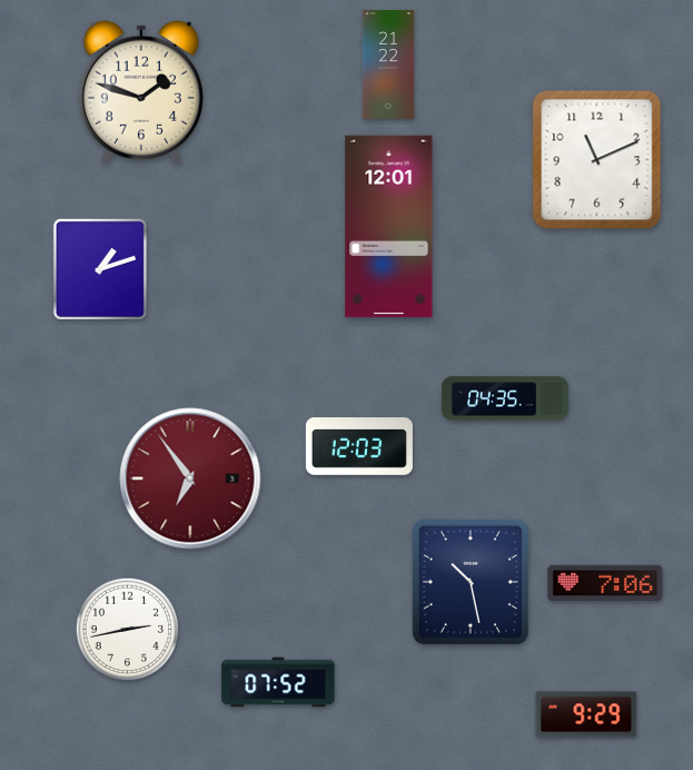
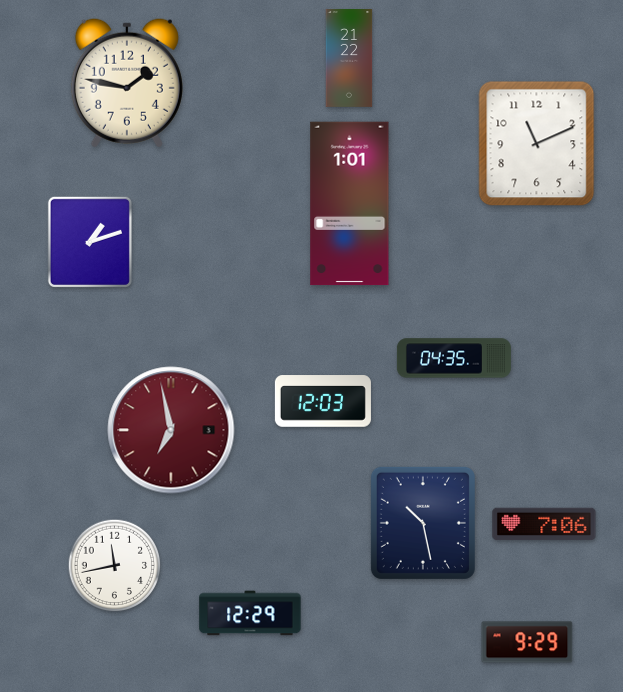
clock at (141, 92): 1:48 -> 1:47
clock at (389, 227): 12:01 -> 1:01
clock at (190, 478): 6:54 -> 6:58
clock at (128, 630): 2:43 -> 11:43
clock at (278, 682): 07:52 -> 12:29
